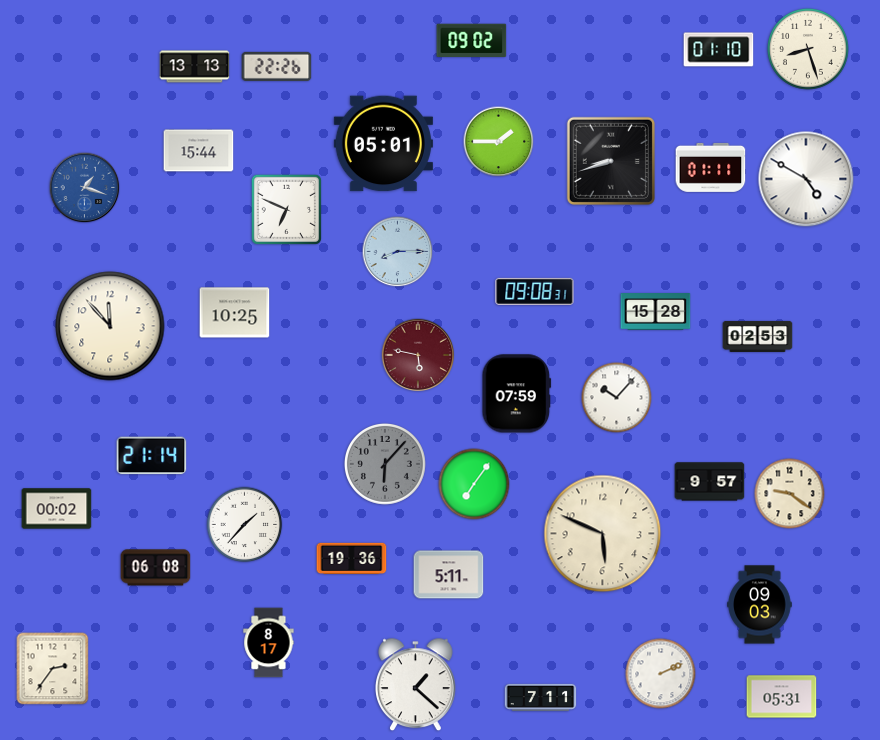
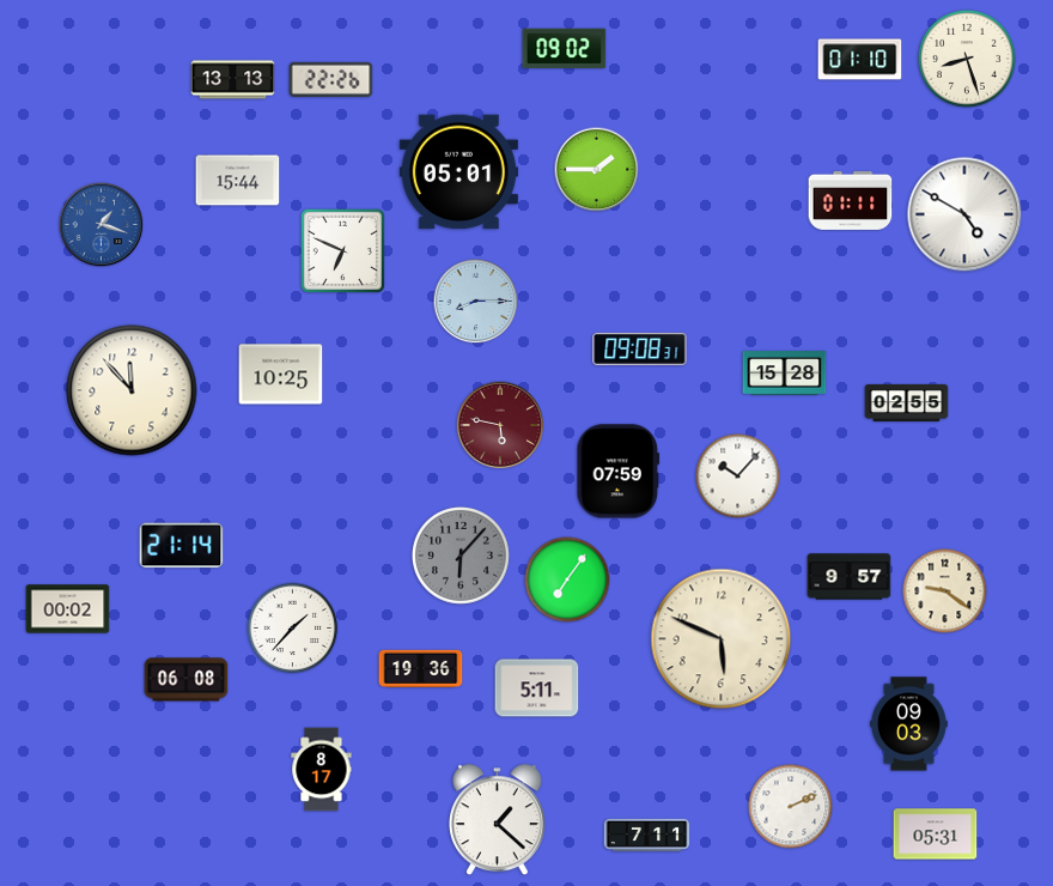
clock at (611, 161): 8:42 -> none
clock at (758, 336): 02:53 -> 02:55
clock at (53, 669): 2:36 -> none
